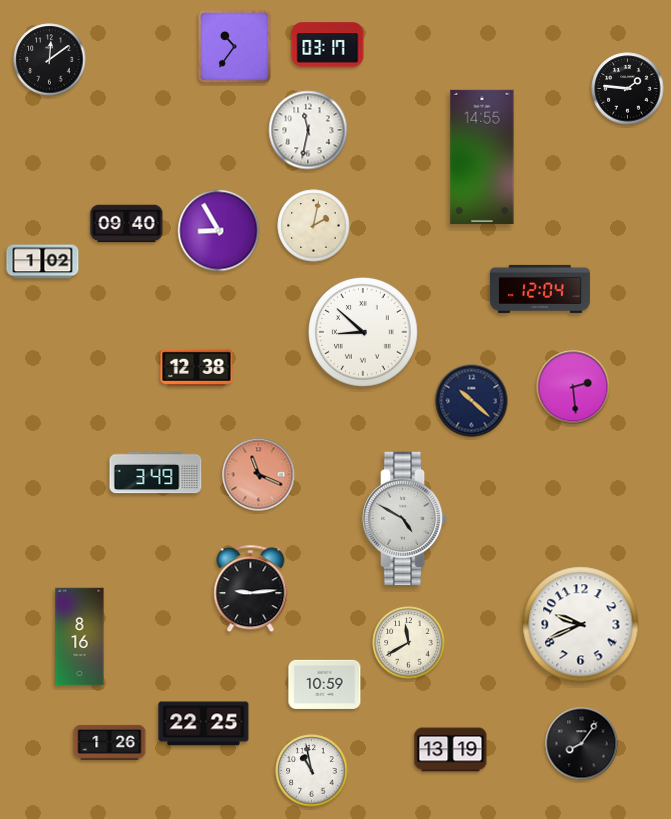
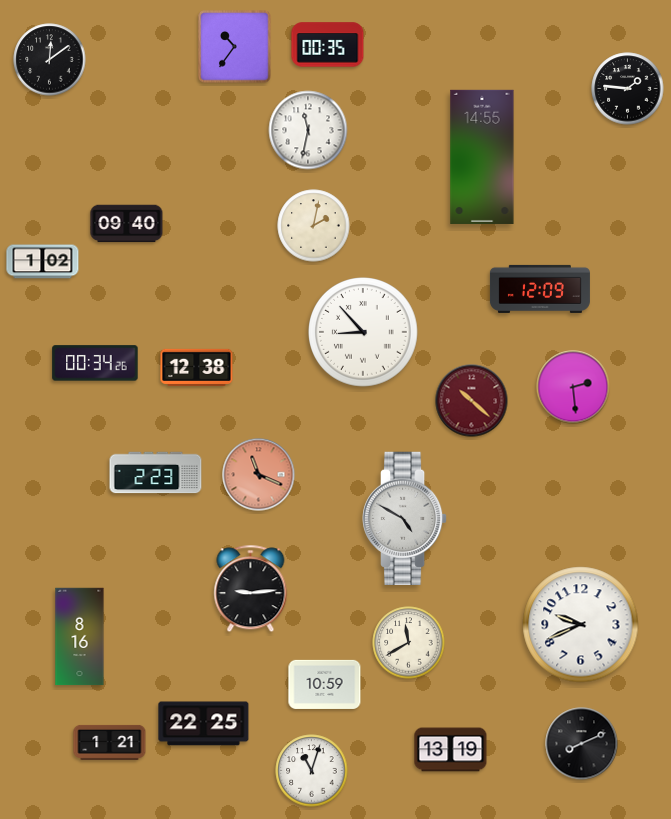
clock at (328, 45): 03:17 -> 00:35
clock at (219, 231): 8:55 -> none
clock at (540, 289): 12:04 -> 12:09
clock at (364, 333): 8:52 -> 8:53
clock at (95, 363): none -> 00:34
clock at (472, 401) dial: navy -> burgundy
clock at (156, 473): 3:49 -> 2:23
clock at (110, 742): 1:26 -> 1:21
clock at (582, 744): 8:06 -> 8:11
clock at (312, 771): 10:58 -> 11:03
